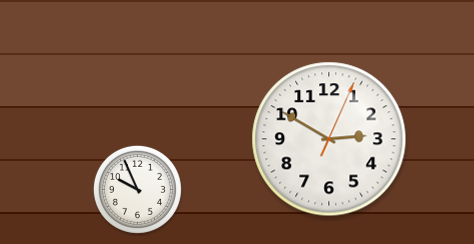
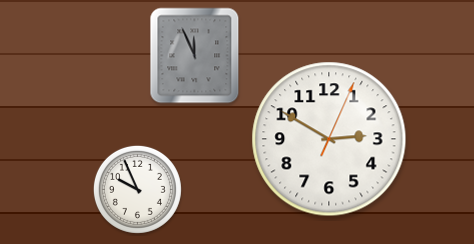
clock at (195, 56): none -> 11:56
